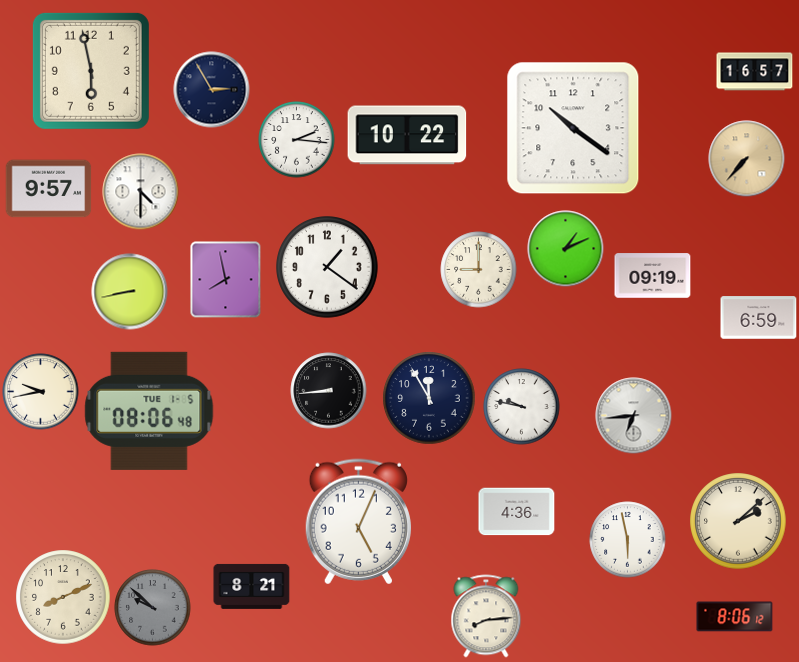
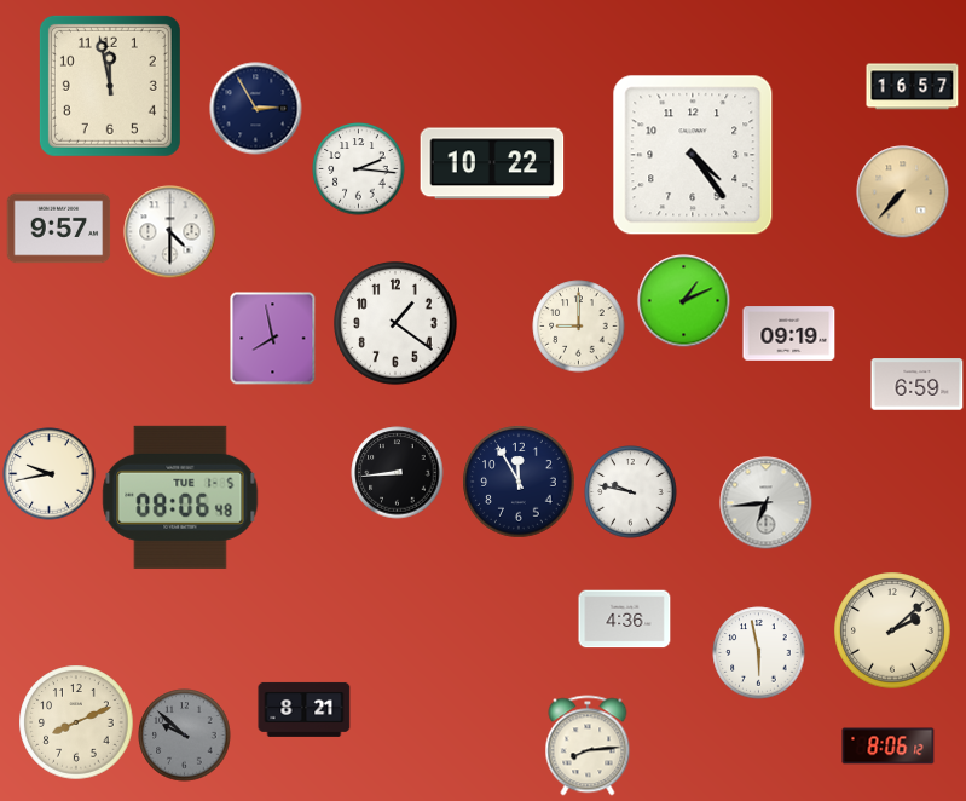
clock at (91, 71): 5:58 -> 11:58
clock at (573, 128): 10:21 -> 4:24
clock at (130, 292): 8:43 -> none
clock at (358, 522): 5:04 -> none
